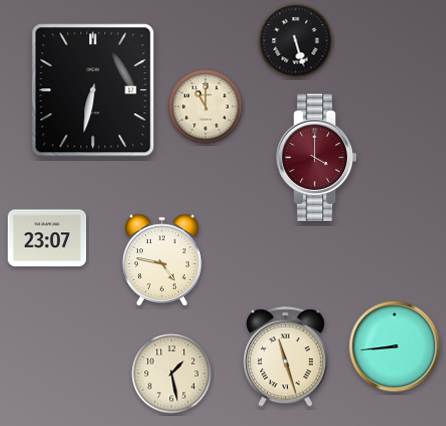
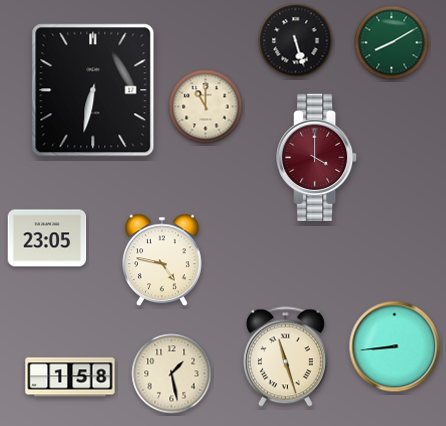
clock at (392, 43): none -> 8:10
clock at (47, 238): 23:07 -> 23:05
clock at (70, 377): none -> 1:58
